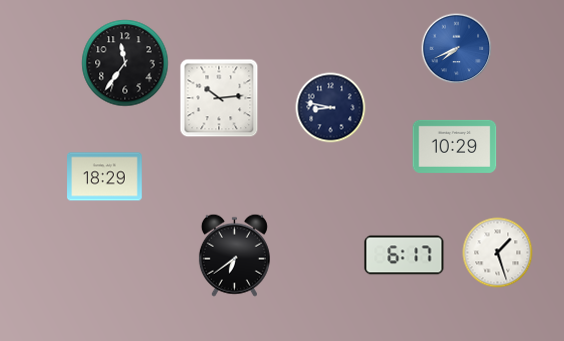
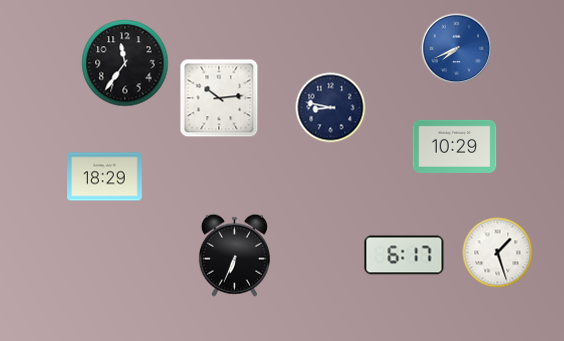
clock at (234, 255): 6:39 -> 6:34
